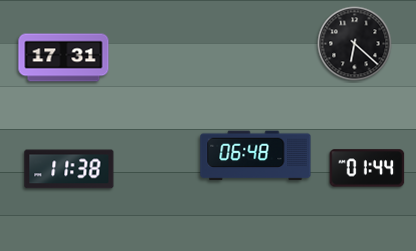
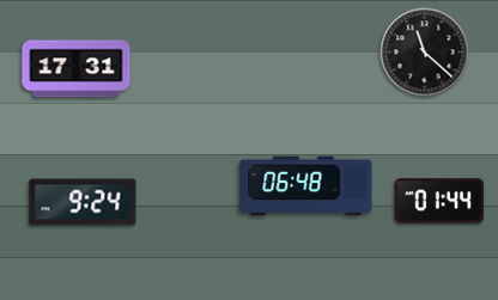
clock at (355, 44): 6:22 -> 11:22
clock at (69, 169): 11:38 -> 9:24
